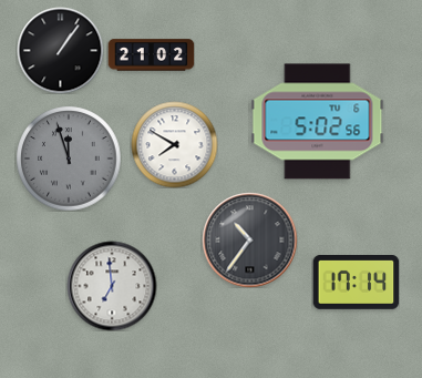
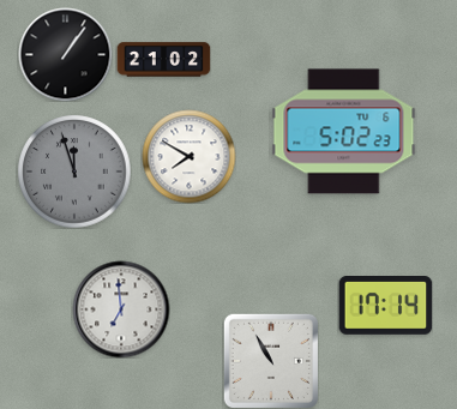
clock at (318, 122): 5:02:56 -> 5:02:23
clock at (249, 239): 10:36 -> none
clock at (271, 361): none -> 10:55
